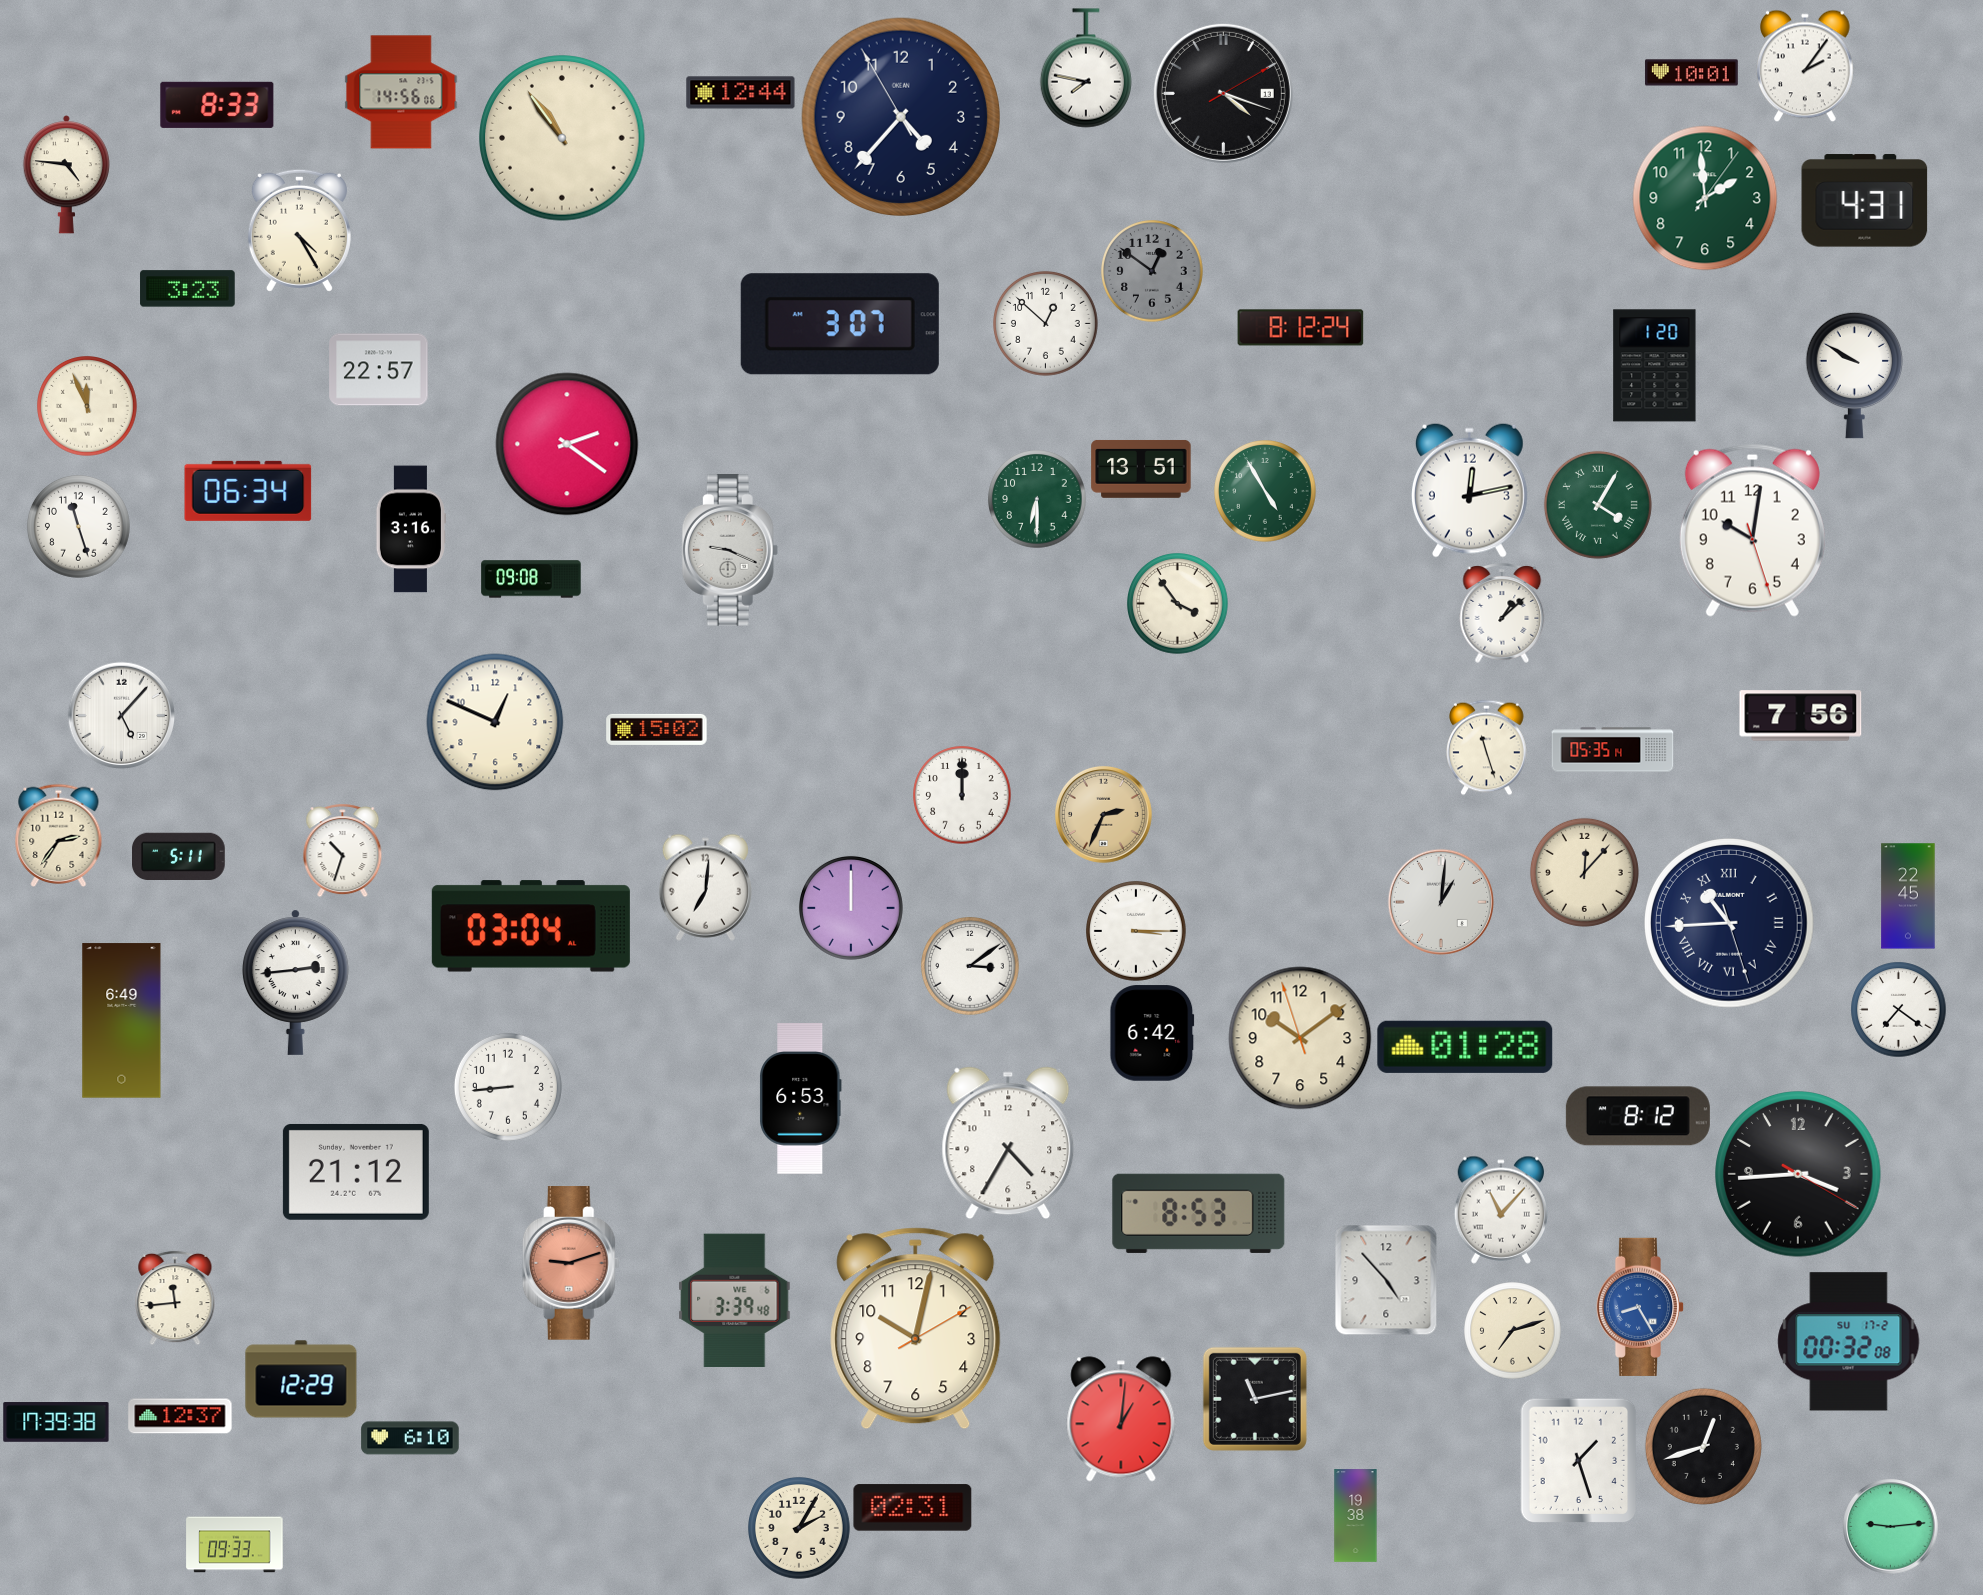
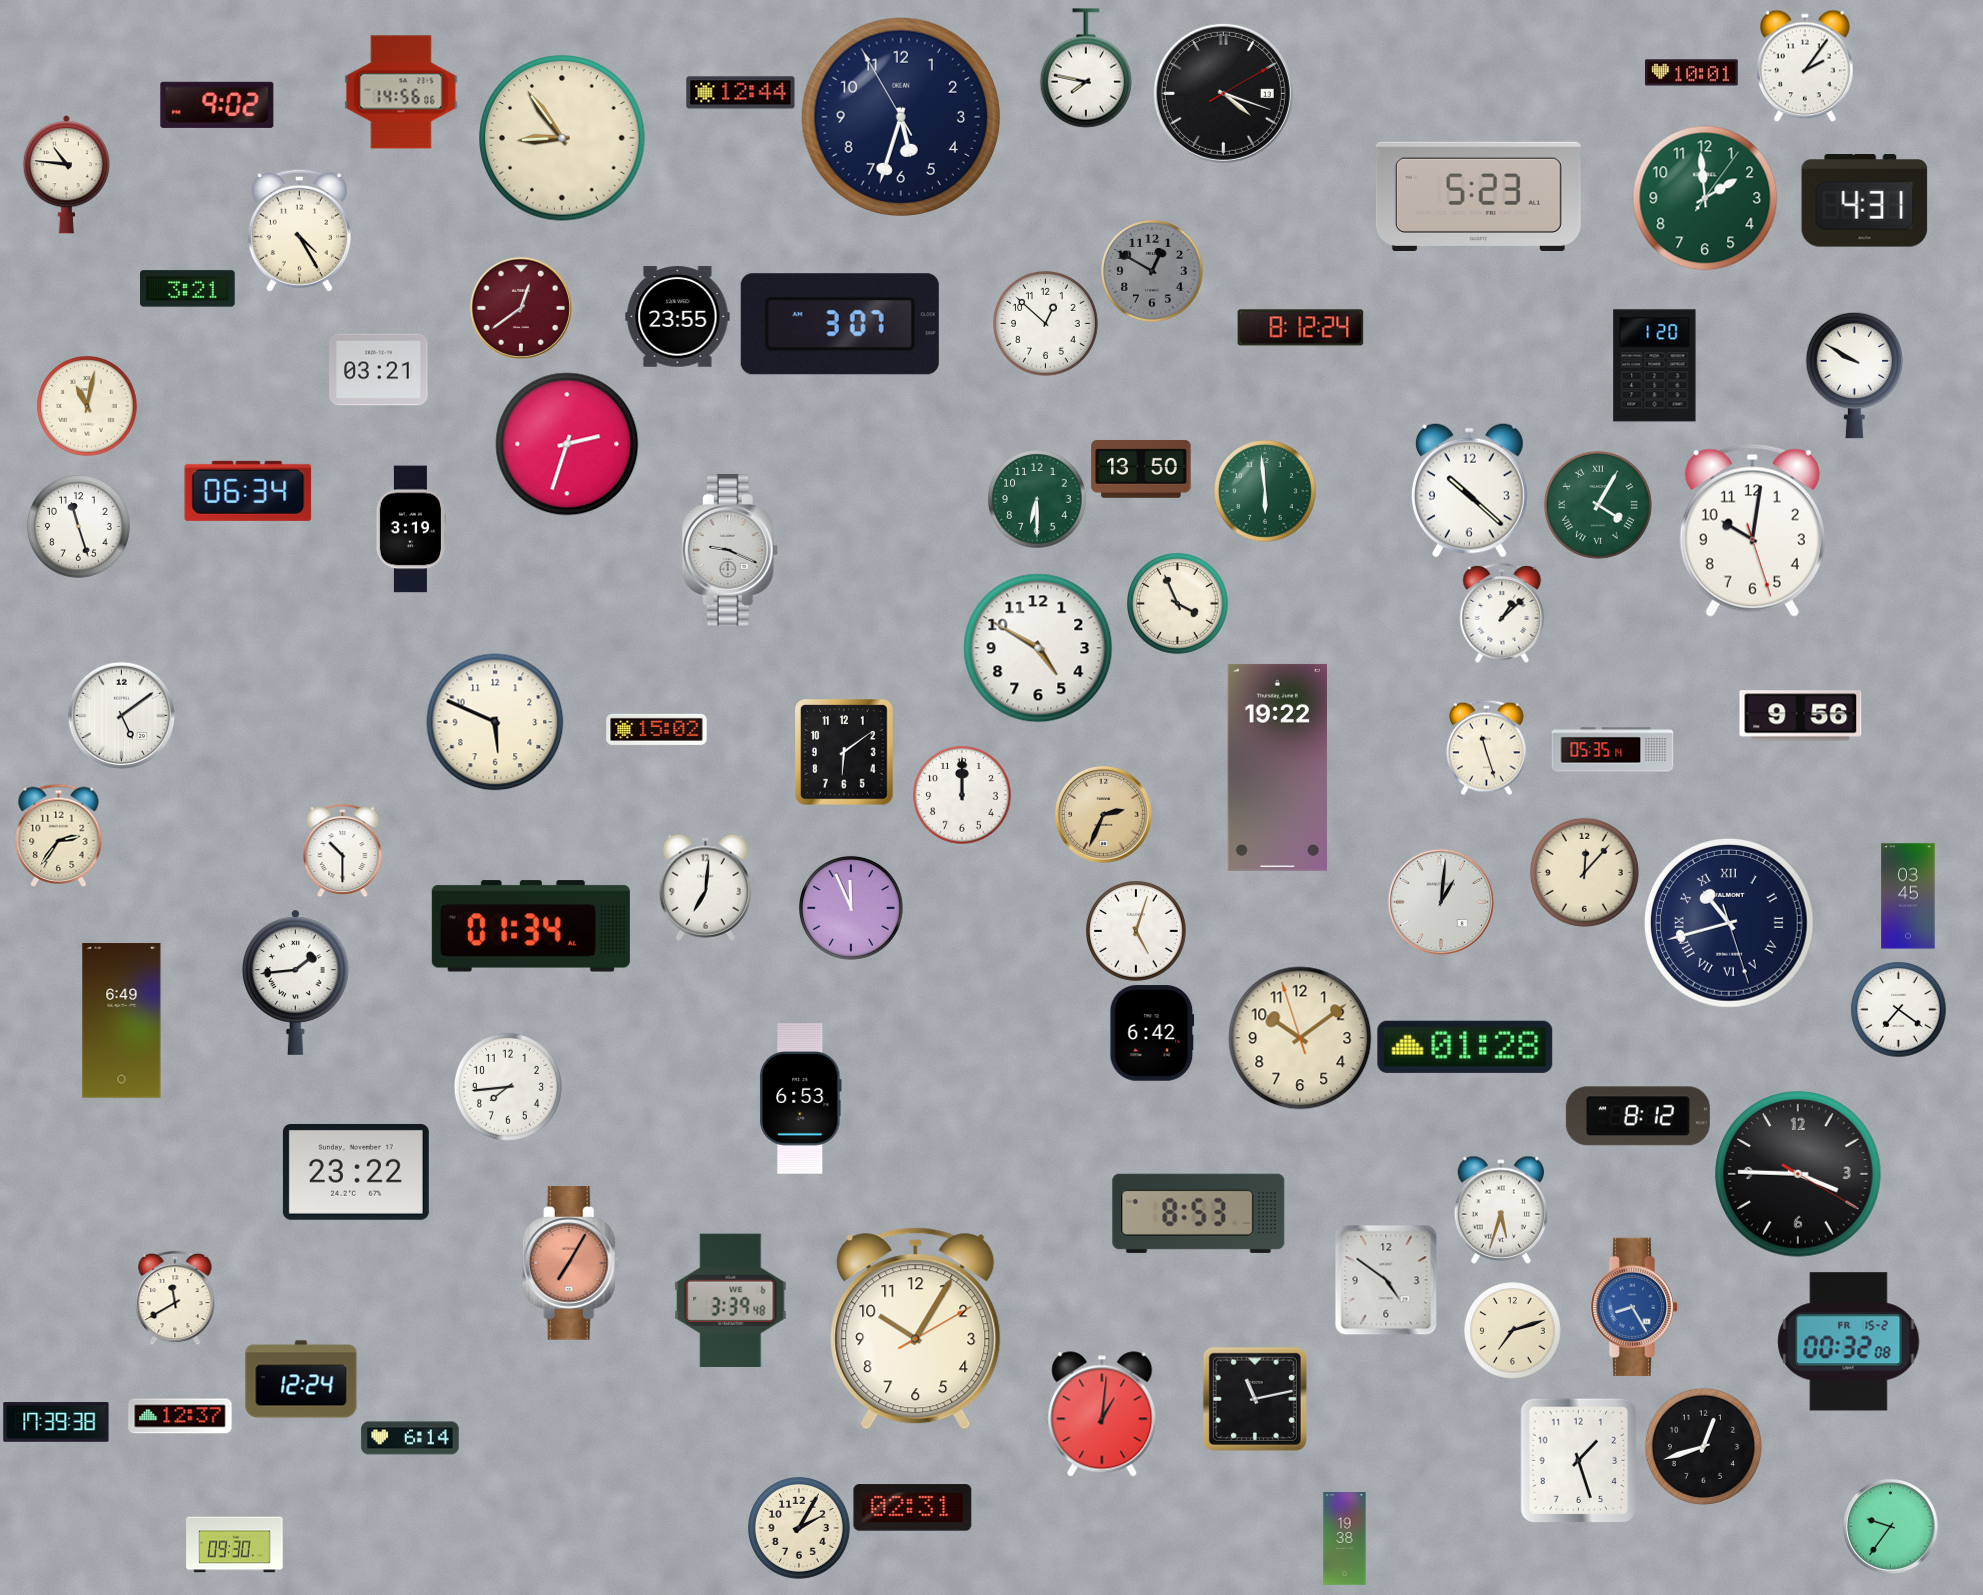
clock at (217, 105): 8:33 -> 9:02
clock at (900, 116): 4:36 -> 5:32
clock at (562, 138): 10:54 -> 8:54
clock at (66, 175): 4:46 -> 10:46
clock at (1478, 196): none -> 5:23
clock at (1153, 272): 12:51 -> 12:50
clock at (188, 289): 3:23 -> 3:21
clock at (521, 308): none -> 12:39
clock at (678, 317): none -> 23:55
clock at (379, 370): 22:57 -> 03:21
clock at (87, 406): 11:56 -> 11:02
clock at (567, 444): 2:21 -> 2:33
clock at (1141, 469): 13:51 -> 13:50
clock at (1469, 490): 12:13 -> 10:22
clock at (1266, 492): 4:55 -> 5:59
clock at (411, 529): 3:16 -> 3:19
clock at (531, 579): 09:08 -> none
clock at (1178, 604): 3:54 -> 3:56
clock at (1038, 648): none -> 4:50
clock at (121, 715): 5:07 -> 5:09
clock at (1801, 716): 7:56 -> 9:56
clock at (495, 722): 12:49 -> 5:49
clock at (844, 752): none -> 6:09
clock at (1277, 767): none -> 19:22
clock at (343, 850): 10:33 -> 10:30
clock at (179, 856): 5:11 -> none
clock at (1908, 896): 22:45 -> 03:45
clock at (851, 908): 12:00 -> 11:56
clock at (1730, 924): 10:44 -> 10:42
clock at (531, 926): 03:04 -> 01:34
clock at (1136, 931): 3:15 -> 5:03
clock at (970, 966): 3:09 -> none
clock at (295, 982): 2:44 -> 1:44
clock at (508, 1087): 8:44 -> 7:44
clock at (1008, 1143): 4:35 -> none
clock at (356, 1172): 21:12 -> 23:22
clock at (1798, 1174): 3:44 -> 3:45
clock at (1501, 1210): 11:07 -> 5:33
clock at (571, 1263): 9:12 -> 7:05
clock at (1386, 1280): 4:53 -> 4:51
clock at (175, 1298): 11:44 -> 11:40
clock at (735, 1300) position: (735, 1300) -> (731, 1300)
clock at (1640, 1307) position: (1640, 1307) -> (1634, 1307)
clock at (916, 1329): 10:02 -> 10:05
clock at (1849, 1342) date: SU 17-2 -> FR 15-2
clock at (301, 1379): 12:29 -> 12:24
clock at (1121, 1419) position: (1121, 1419) -> (1102, 1414)
clock at (410, 1438): 6:10 -> 6:14
clock at (1356, 1516) position: (1356, 1516) -> (1345, 1539)
clock at (1891, 1527): 9:14 -> 9:36
clock at (235, 1545): 09:33 -> 09:30
